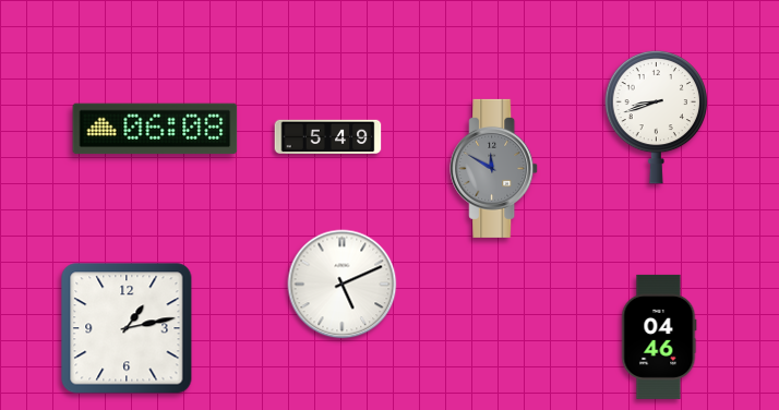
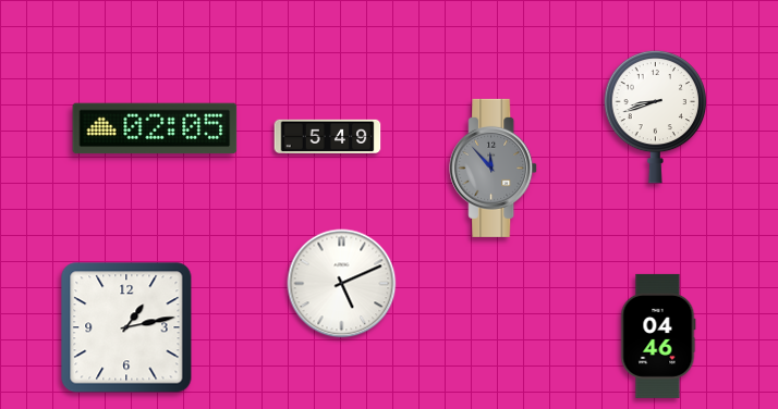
clock at (155, 129): 06:08 -> 02:05
clock at (494, 168): 11:50 -> 11:53
